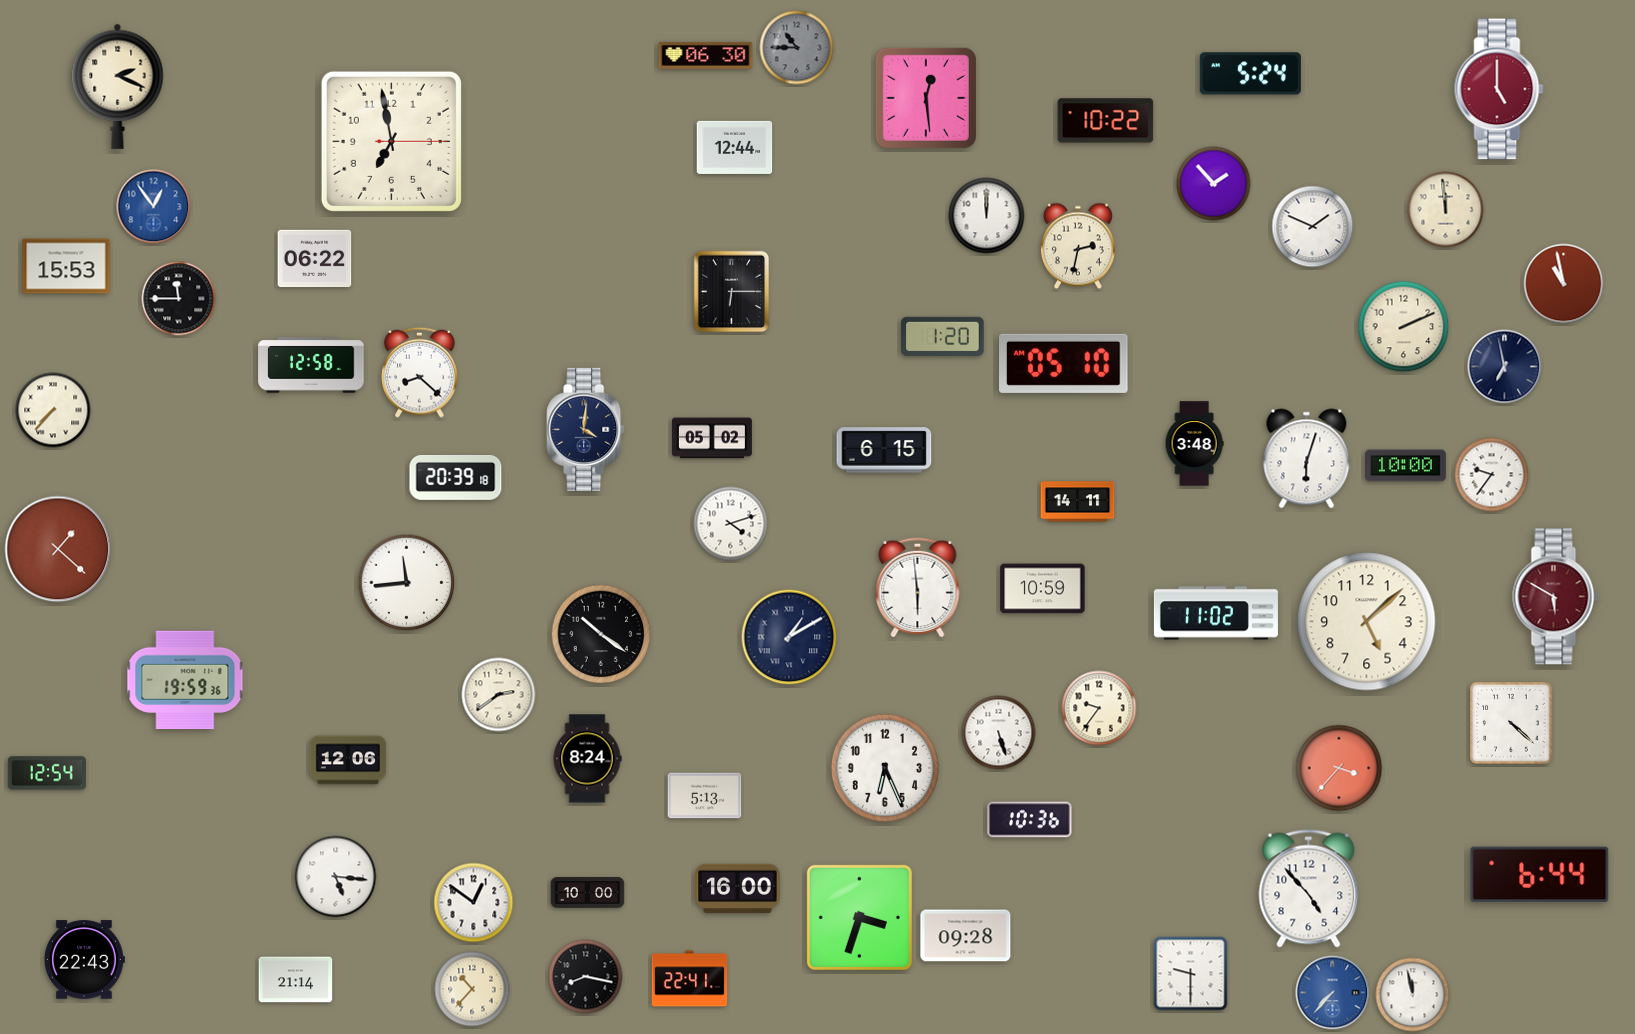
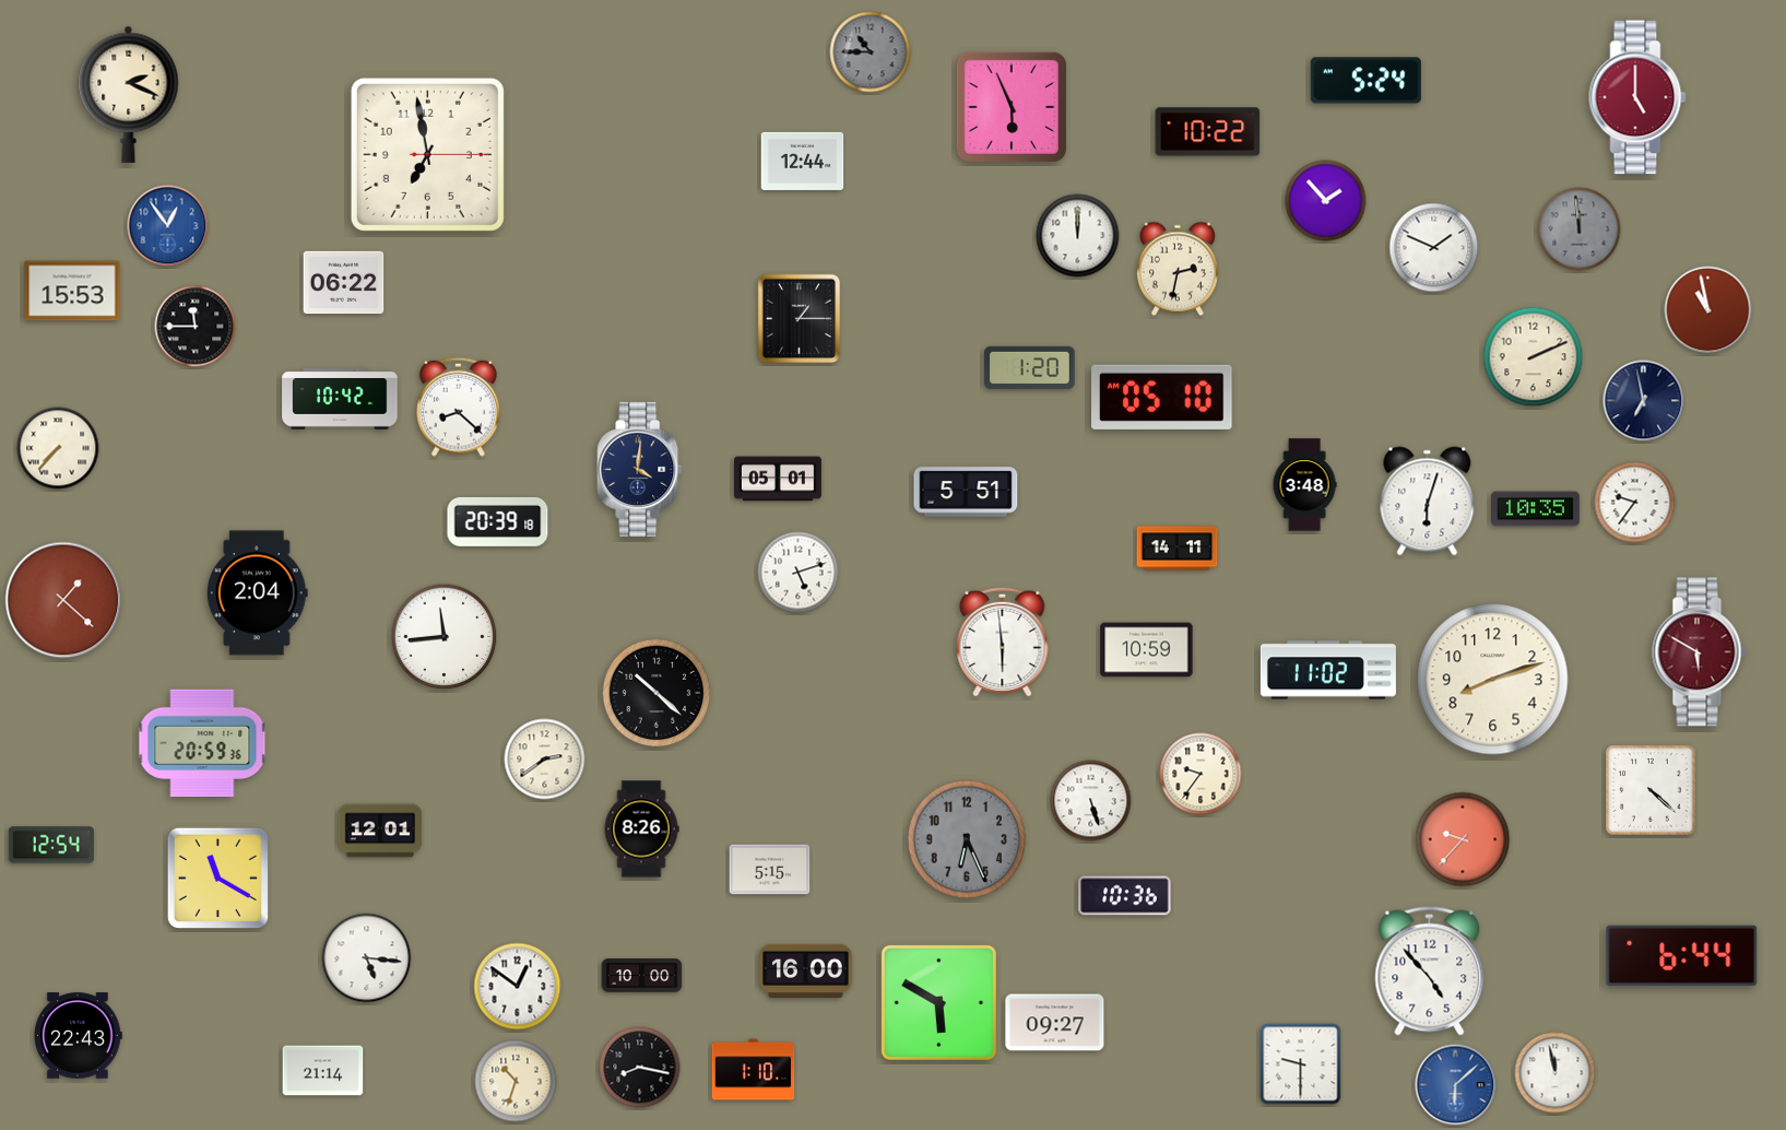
clock at (706, 55): 06:30 -> none
clock at (926, 98): 12:29 -> 5:56
clock at (1446, 210) dial: cream -> grey
clock at (732, 292): 6:15 -> 1:15
clock at (311, 365): 12:58 -> 10:42
clock at (712, 438): 05:02 -> 05:01
clock at (884, 450): 6:15 -> 5:51
clock at (1406, 466): 10:00 -> 10:35
clock at (1492, 475) position: (1492, 475) -> (1635, 503)
clock at (731, 524): 4:12 -> 5:12
clock at (257, 593): none -> 2:04
clock at (1043, 589) position: (1043, 589) -> (1147, 650)
clock at (1367, 622): 5:08 -> 8:12
clock at (601, 634): 10:21 -> 10:22
clock at (789, 637): 1:10 -> none
clock at (185, 680): 19:59 -> 20:59
clock at (587, 759): 8:24 -> 8:26
clock at (348, 760): 12:06 -> 12:01
clock at (885, 768) dial: white -> grey
clock at (1339, 768): 3:37 -> 9:37
clock at (705, 796): 5:13 -> 5:15
clock at (217, 878): none -> 11:20
clock at (859, 917): 3:33 -> 5:50
clock at (966, 936): 09:28 -> 09:27
clock at (84, 960) position: (84, 960) -> (78, 1036)
clock at (690, 979): 22:41 -> 1:10
clock at (472, 989): 10:37 -> 10:33
clock at (1333, 993): 7:37 -> 6:08
clock at (1413, 995) position: (1413, 995) -> (1556, 1073)
